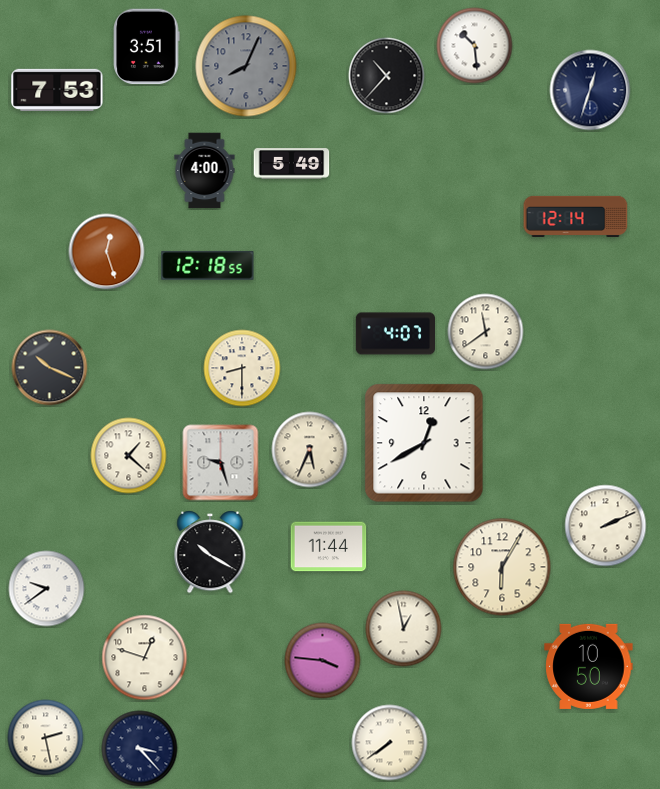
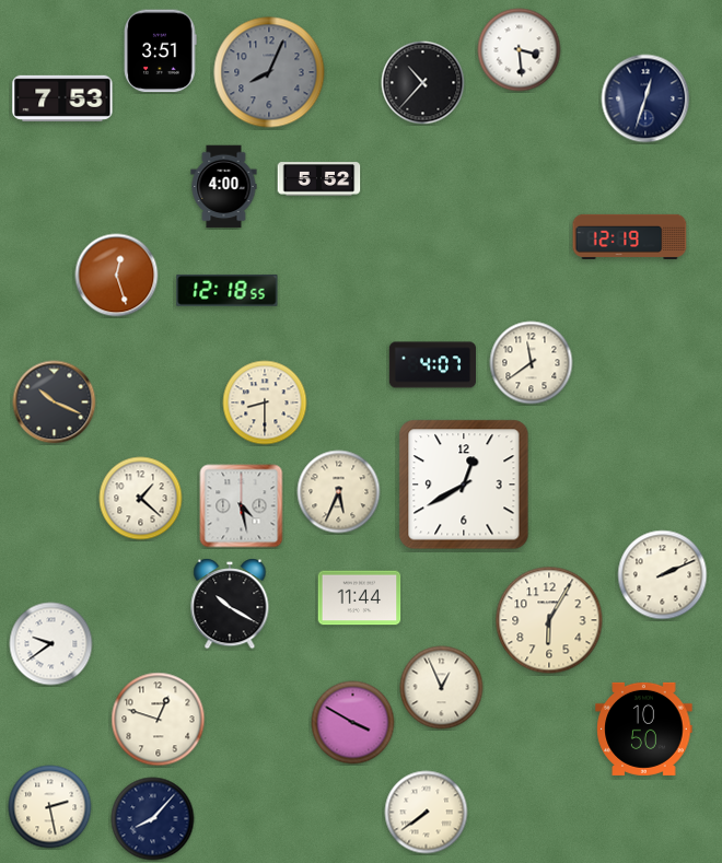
clock at (475, 46): 10:29 -> 3:29
clock at (292, 164): 5:49 -> 5:52
clock at (576, 216): 12:14 -> 12:19
clock at (221, 463): 9:27 -> 4:28
clock at (404, 629): 12:58 -> 12:56
clock at (323, 661): 3:46 -> 3:50
clock at (140, 749): 3:23 -> 8:07
